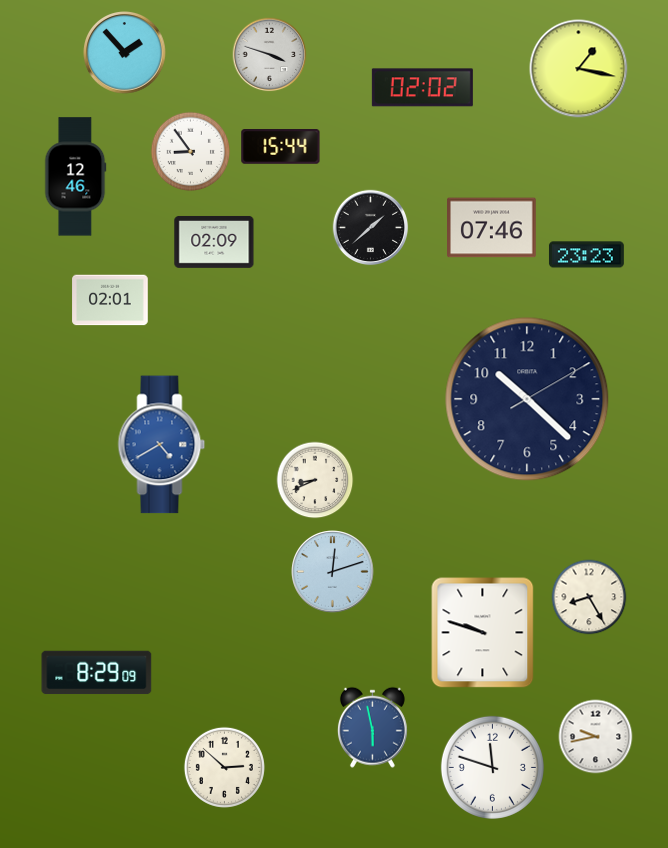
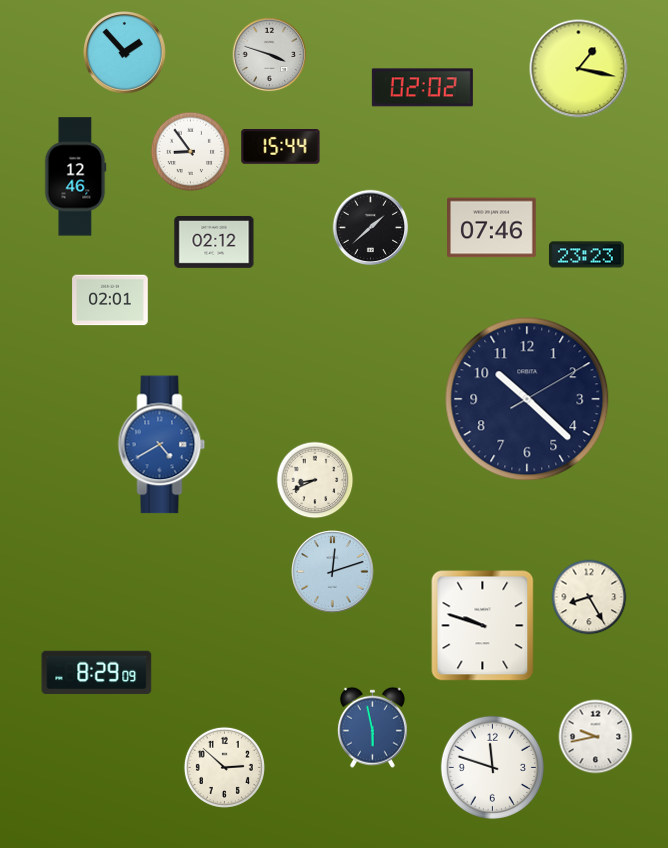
clock at (214, 242): 02:09 -> 02:12
clock at (483, 633) position: (483, 633) -> (483, 626)
